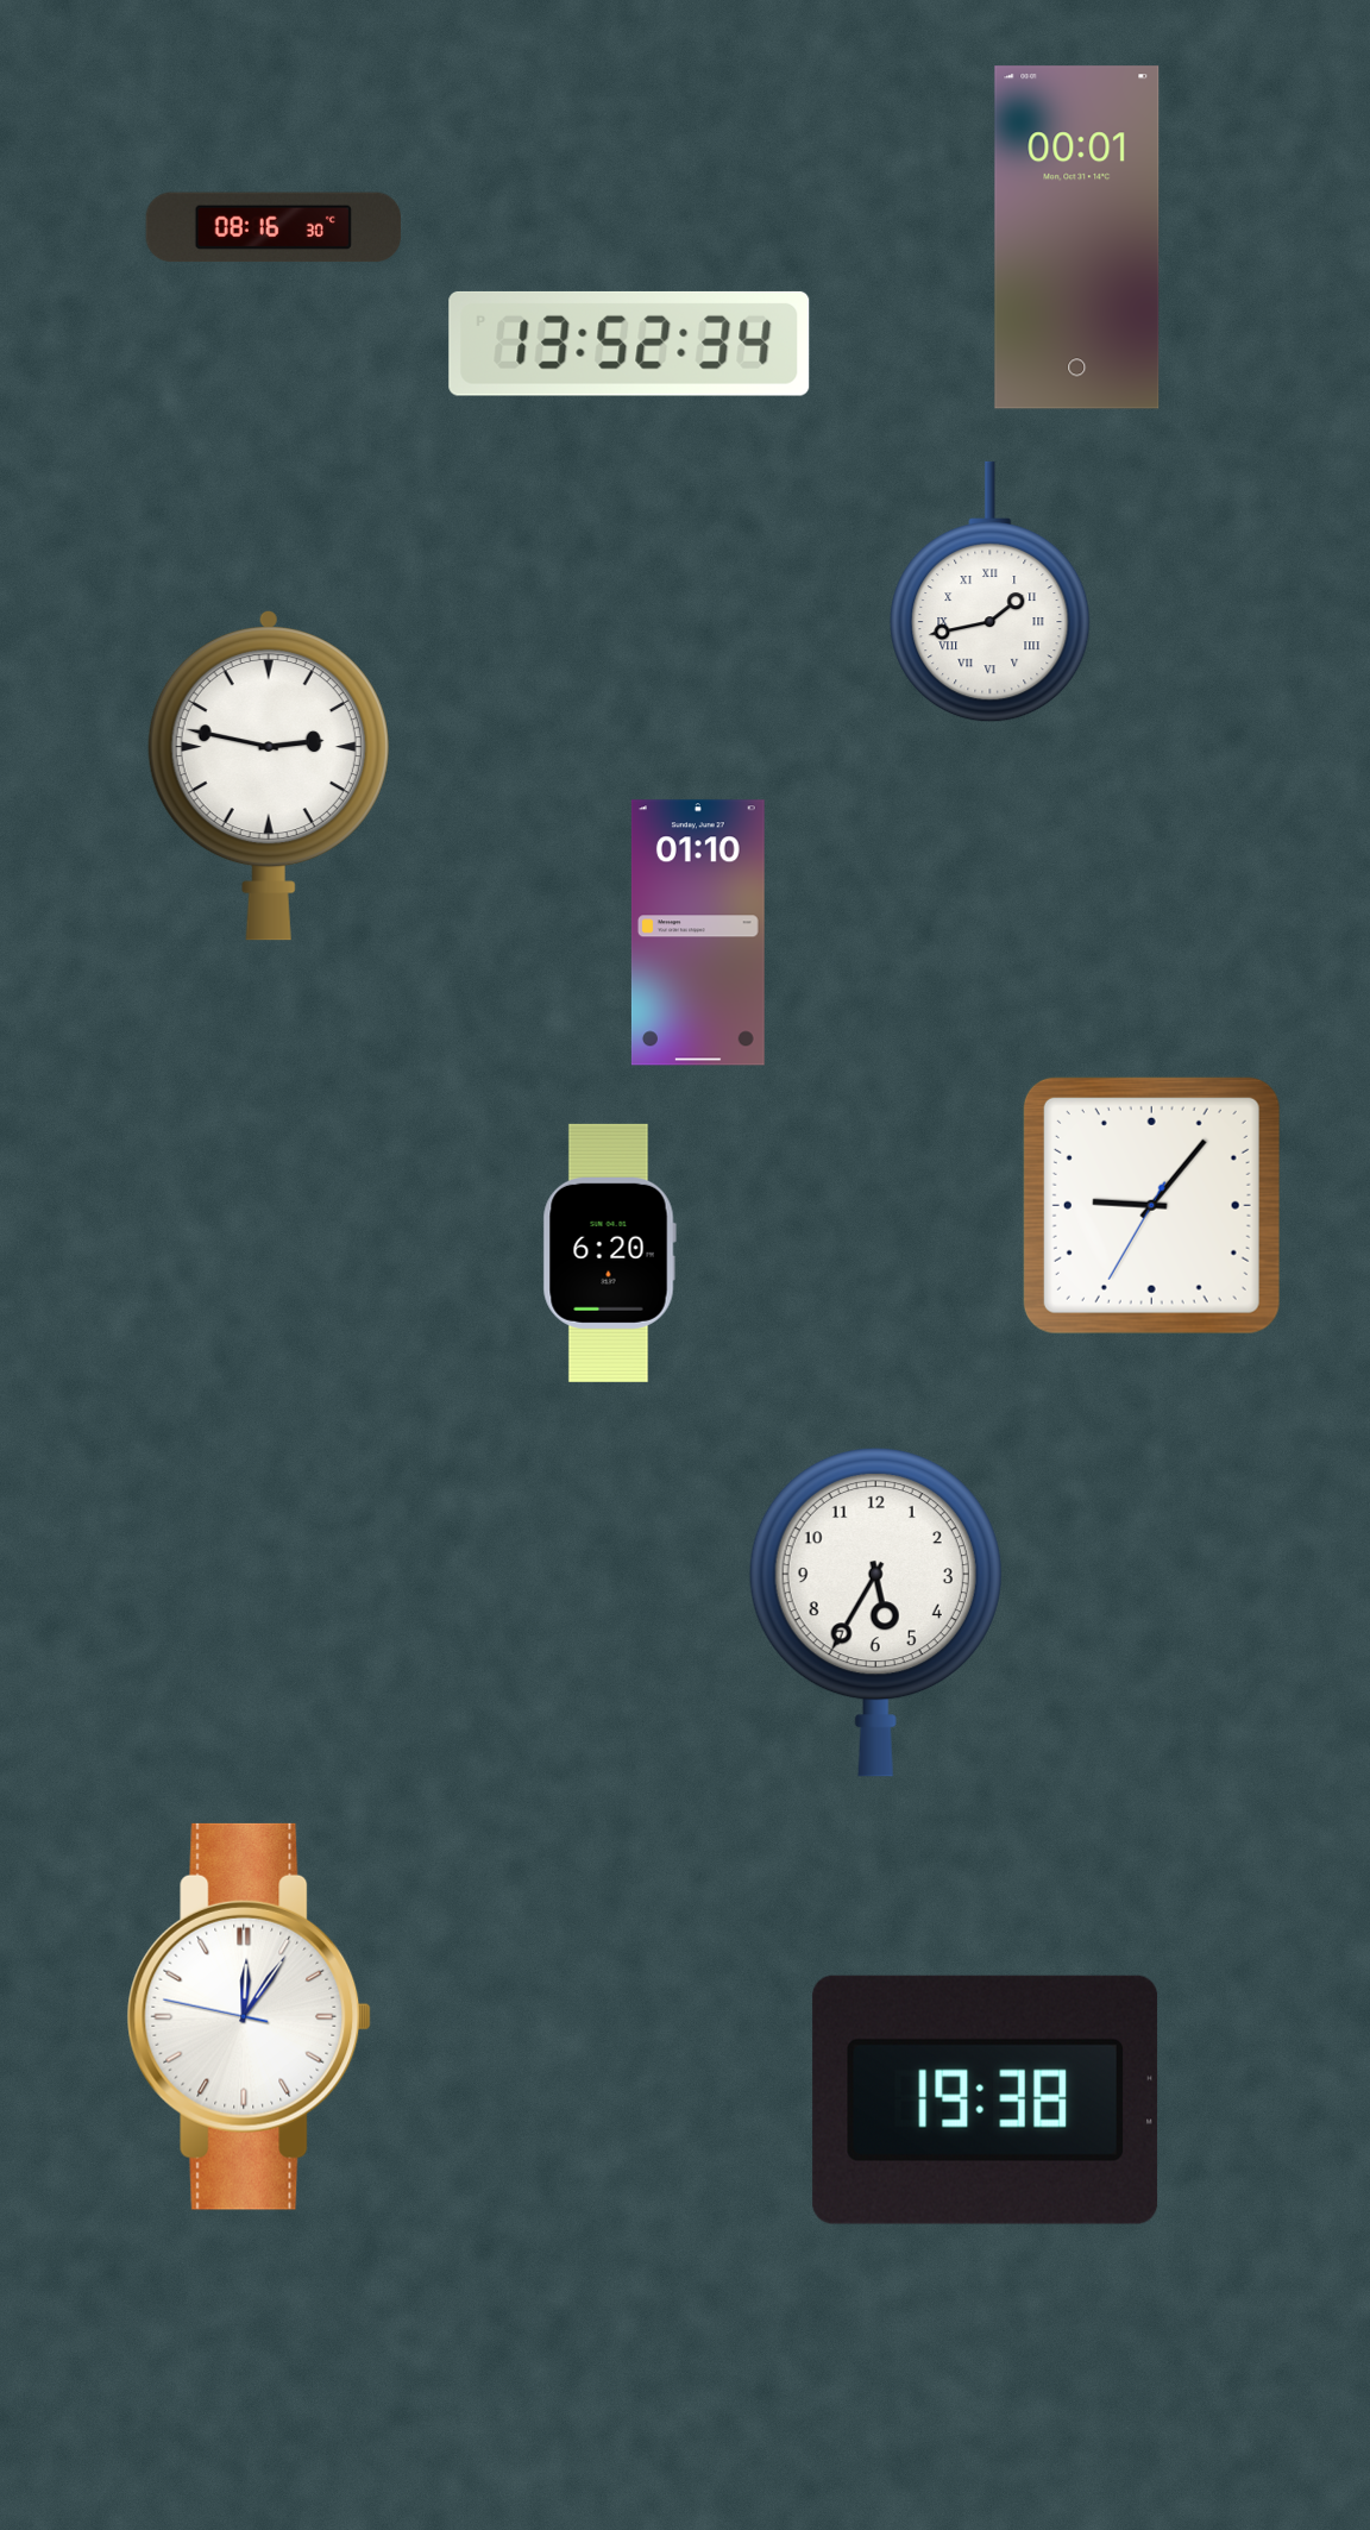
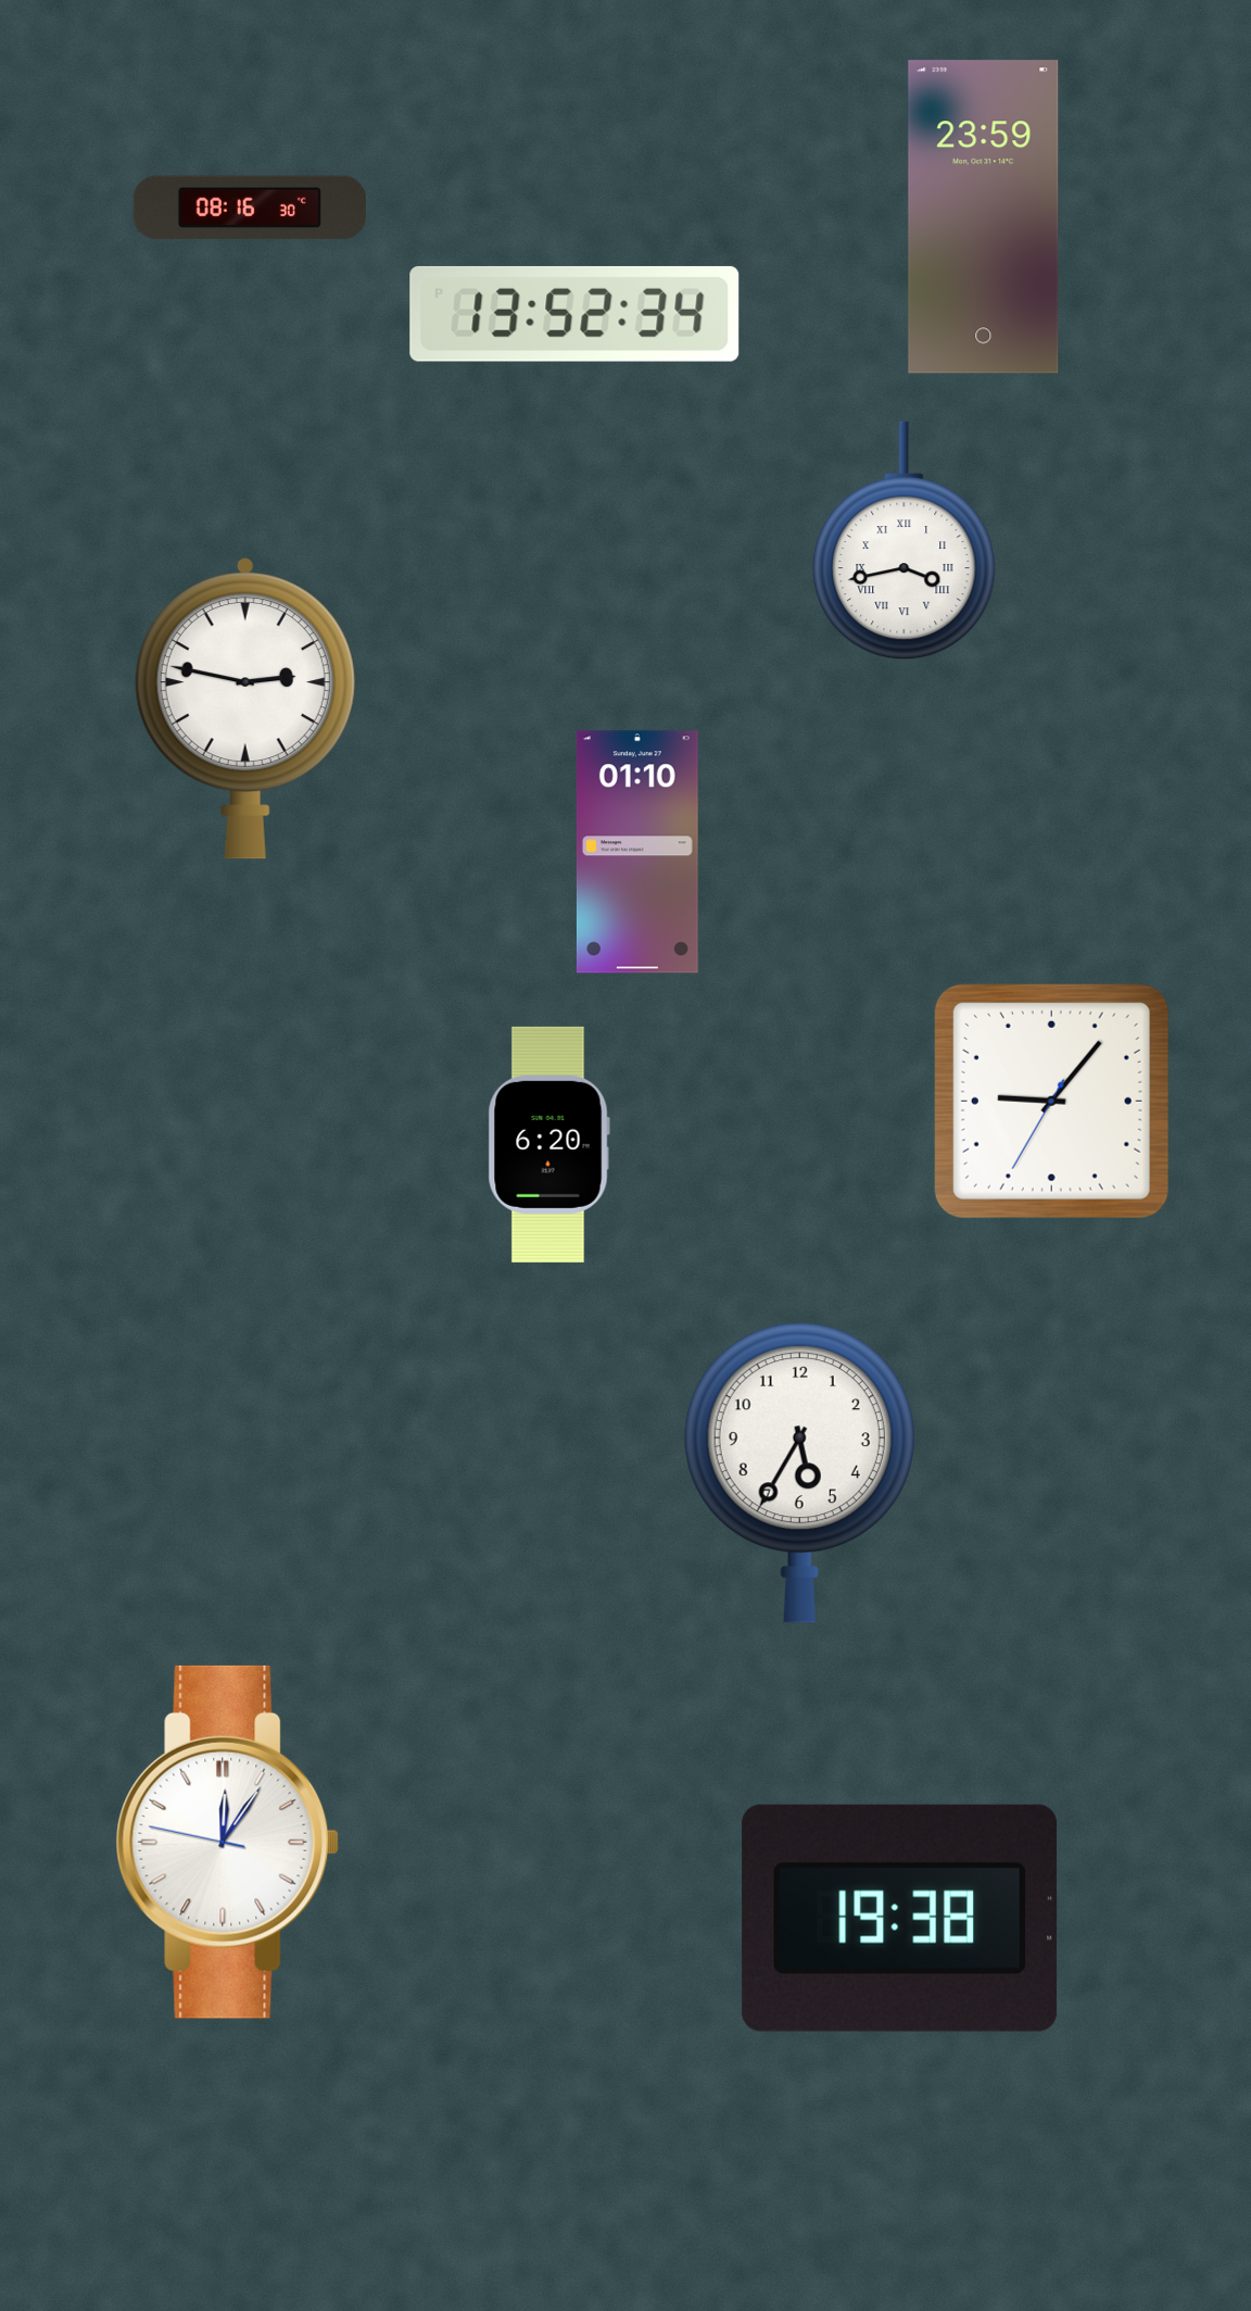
clock at (1077, 238): 00:01 -> 23:59
clock at (991, 592): 1:43 -> 3:43
clock at (609, 1253) position: (609, 1253) -> (548, 1144)
